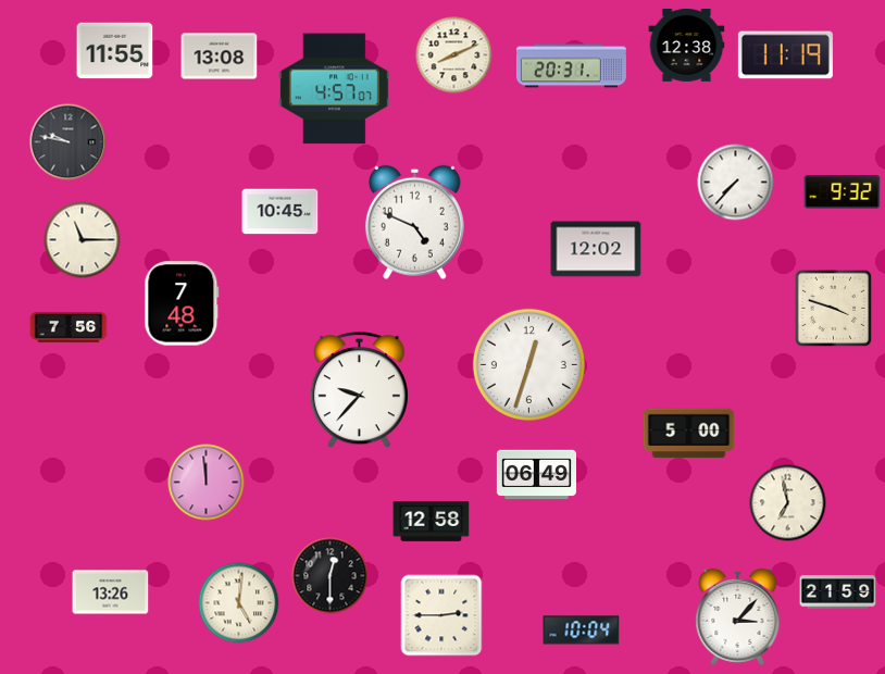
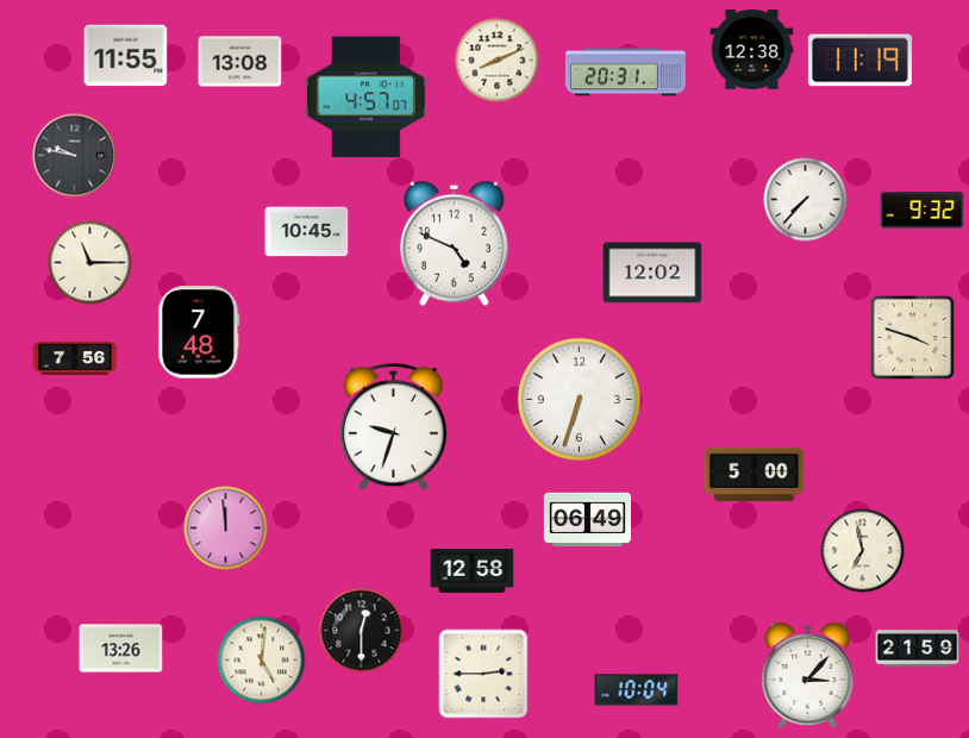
clock at (528, 364): 12:33 -> 6:33
clock at (359, 390): 9:37 -> 9:33
